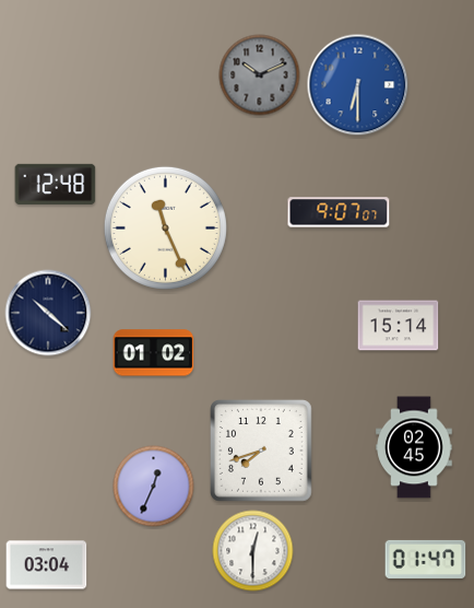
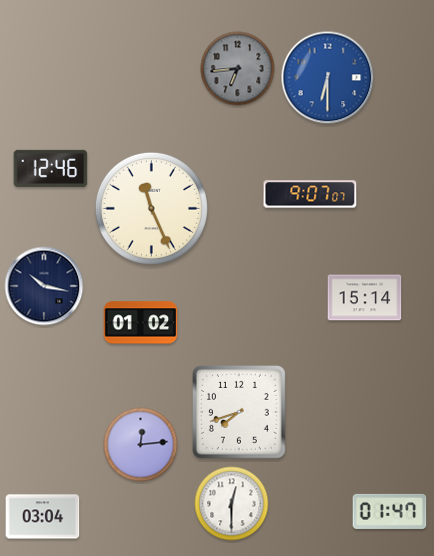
clock at (260, 75): 10:11 -> 6:44
clock at (56, 184): 12:48 -> 12:46
clock at (48, 313): 10:22 -> 10:17
clock at (414, 447): 02:45 -> none
clock at (154, 487): 12:34 -> 12:14
